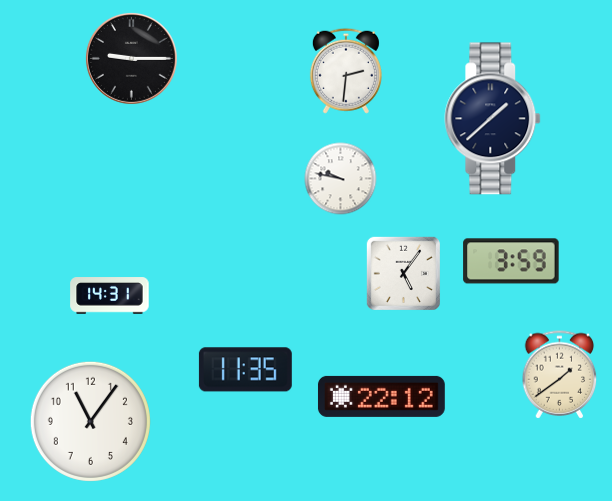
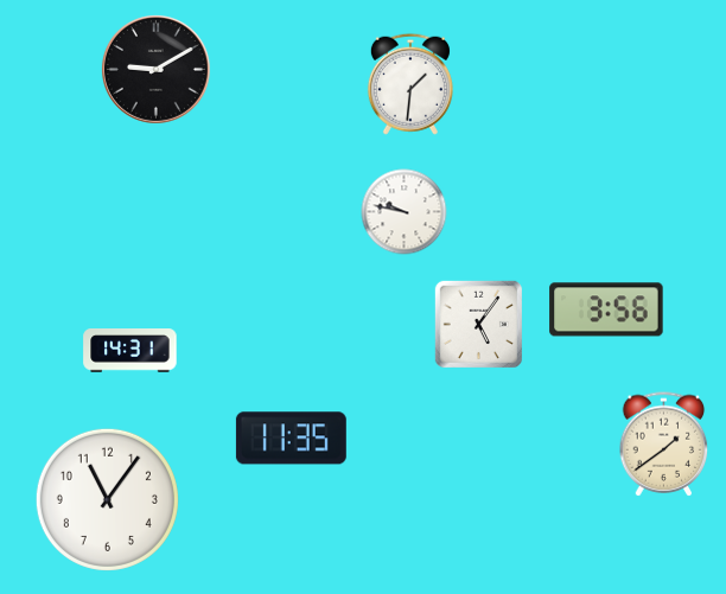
clock at (132, 59): 9:15 -> 9:10
clock at (346, 71): 2:31 -> 1:31
clock at (493, 119): 1:38 -> none
clock at (511, 261): 3:59 -> 3:56
clock at (381, 396): 22:12 -> none
